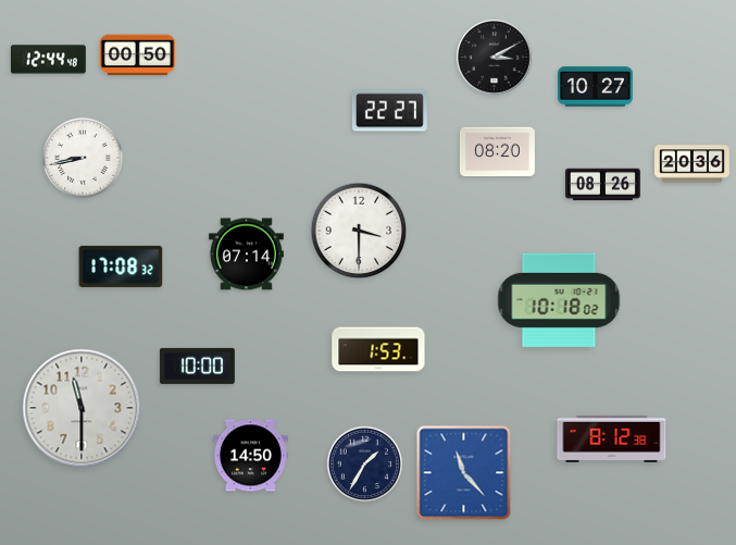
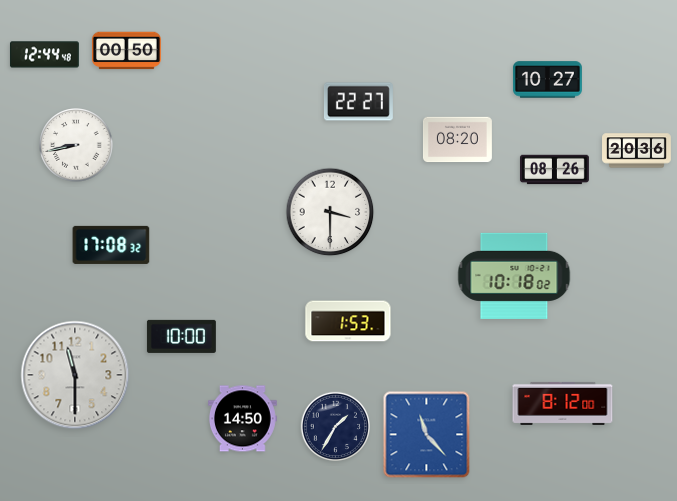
clock at (495, 58): 3:10 -> none
clock at (246, 255): 07:14 -> none
clock at (612, 438): 8:12:38 -> 8:12:00
clock at (250, 456) position: (250, 456) -> (242, 419)
